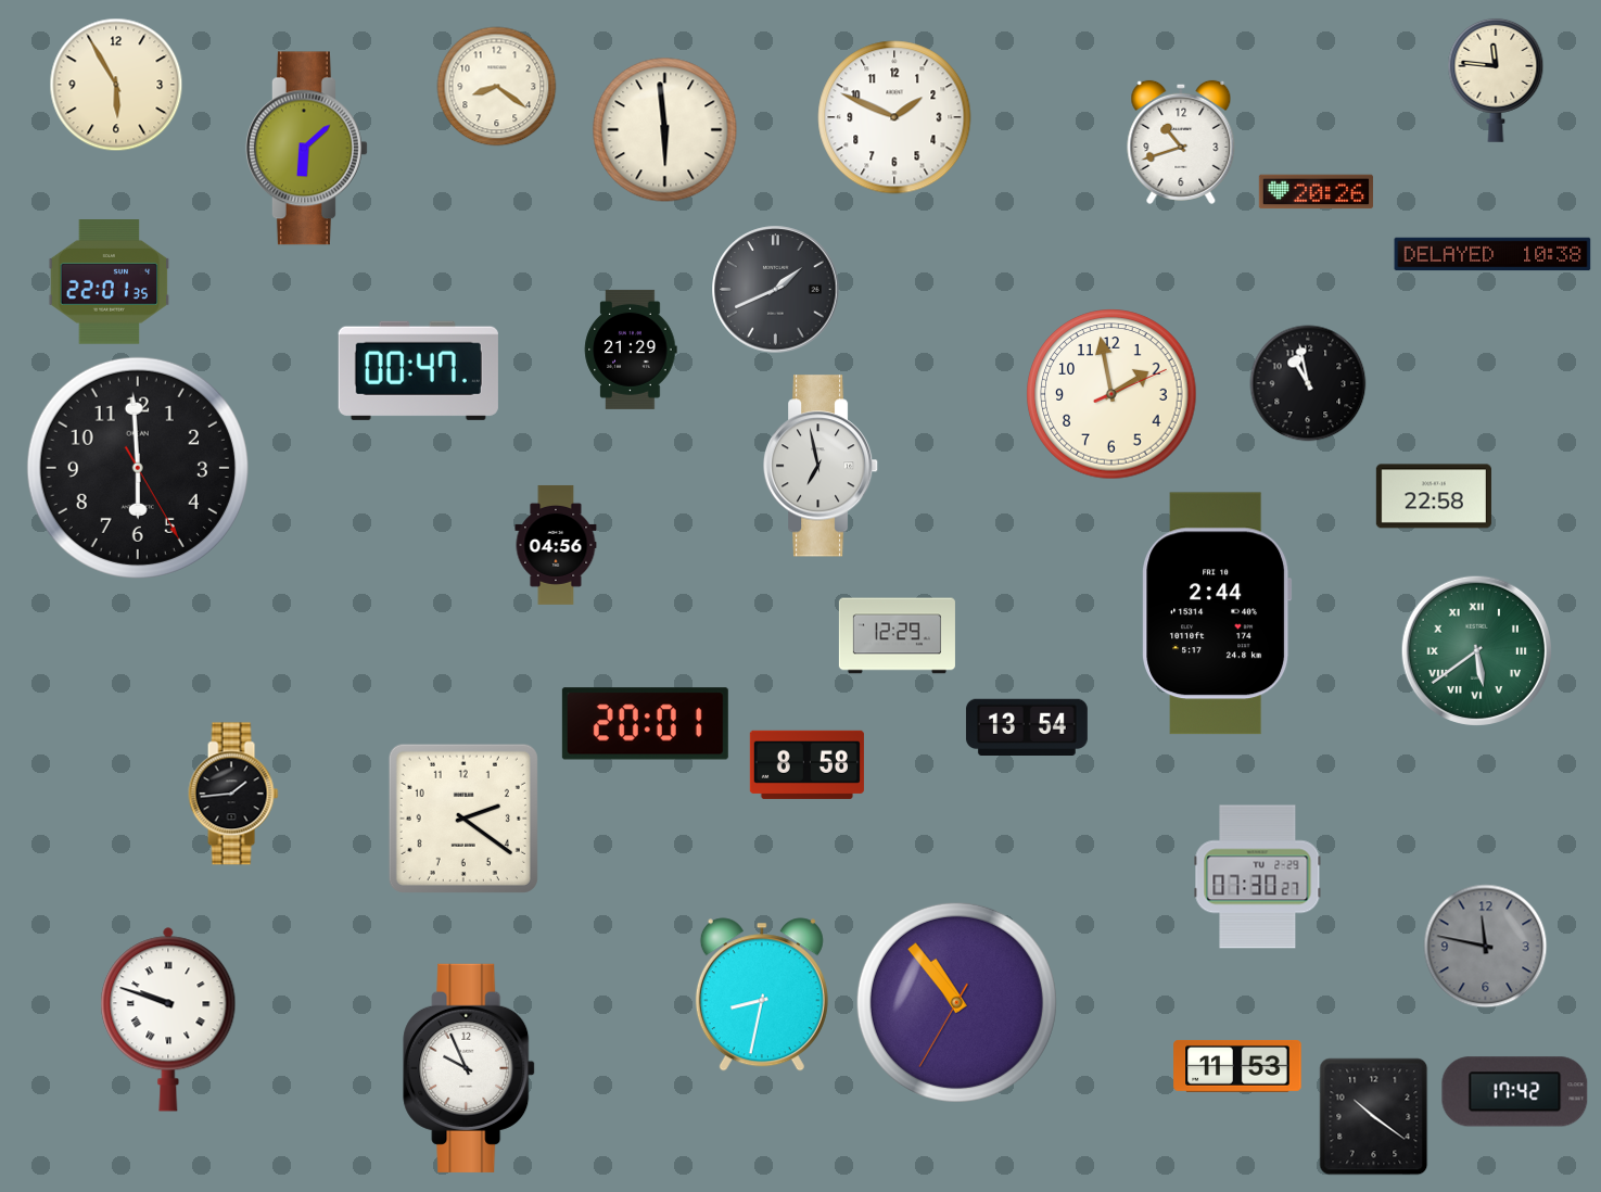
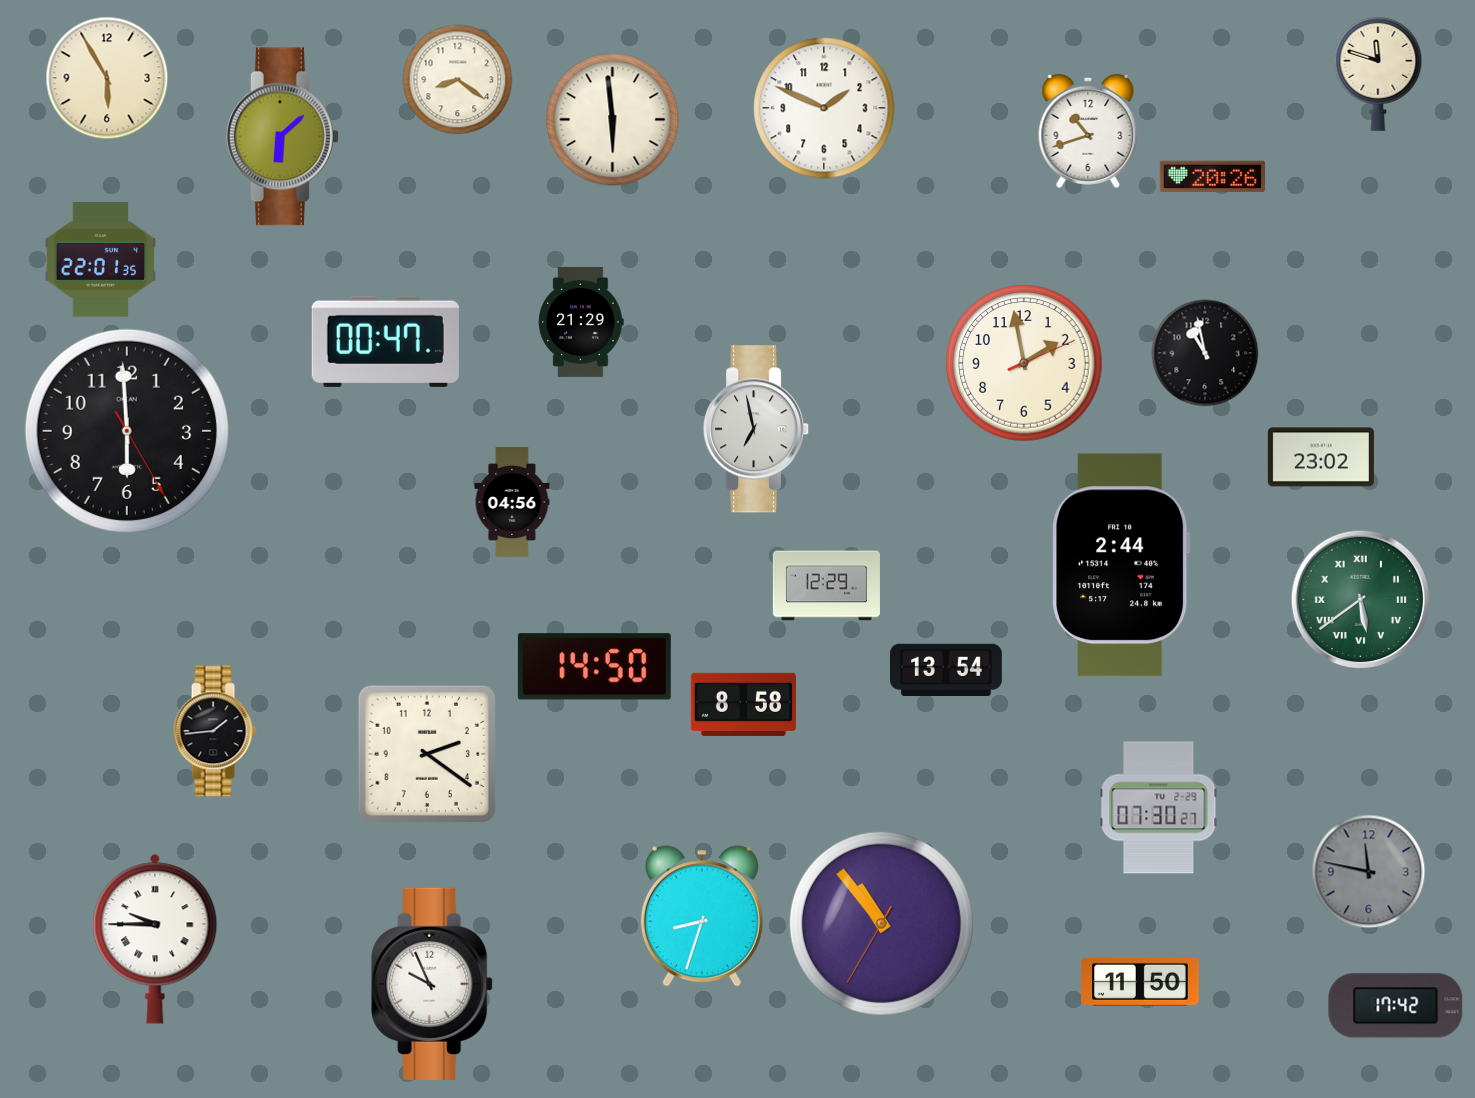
clock at (1496, 80): 11:46 -> 11:48
clock at (1492, 254): 10:38 -> none
clock at (776, 290): 1:41 -> none
clock at (1434, 496): 22:58 -> 23:02
clock at (645, 724): 20:01 -> 14:50
clock at (762, 994): 8:32 -> 8:33
clock at (168, 1019): 9:48 -> 9:45
clock at (1237, 1066): 11:53 -> 11:50
clock at (1374, 1117): 10:21 -> none
